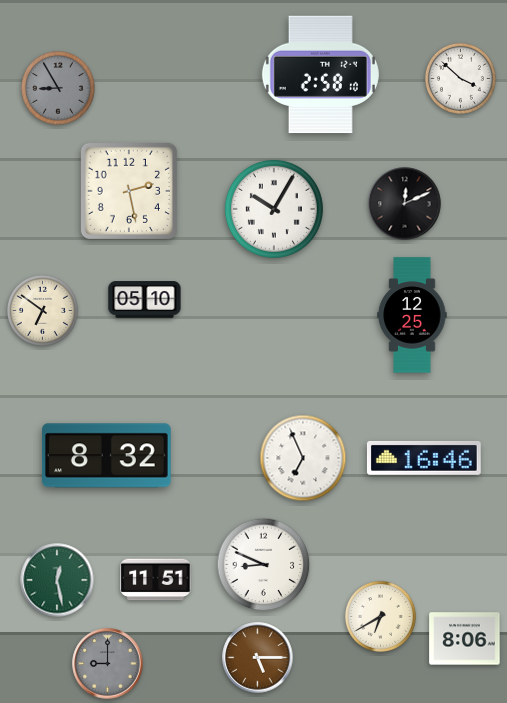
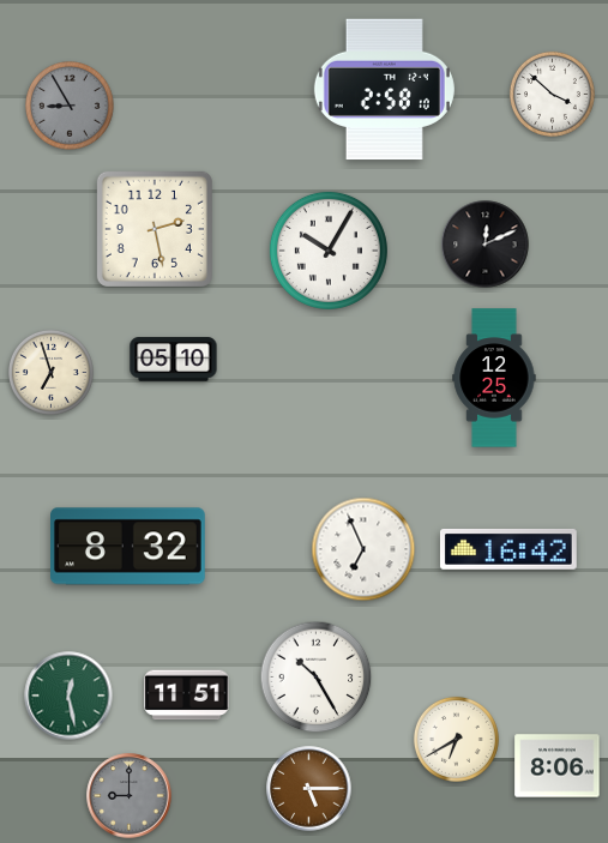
clock at (42, 310): 6:51 -> 6:57
clock at (424, 458): 16:46 -> 16:42
clock at (264, 565): 8:49 -> 10:25
